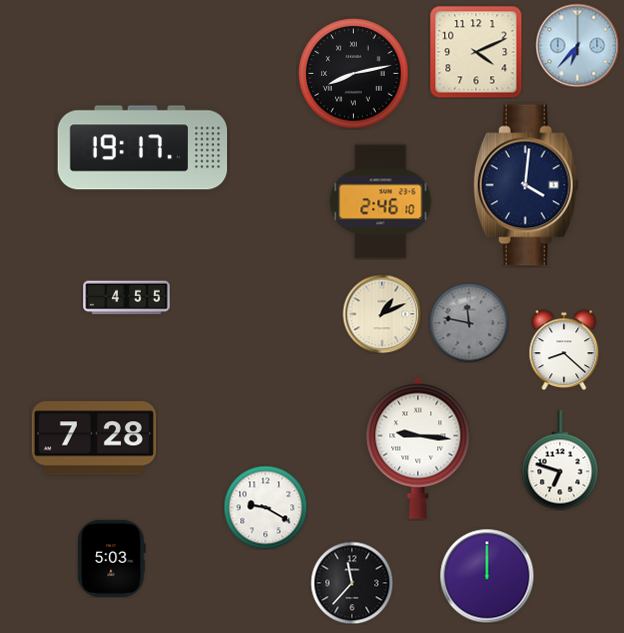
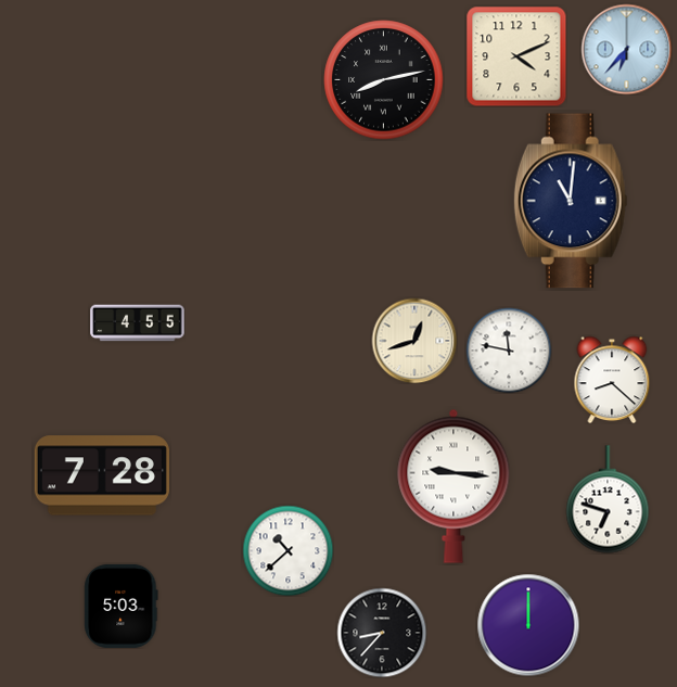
clock at (143, 148): 19:17 -> none
clock at (526, 185): 4:01 -> 11:01
clock at (381, 202): 2:46 -> none
clock at (382, 314): 1:11 -> 12:42
clock at (469, 323) dial: grey -> white
clock at (265, 507): 9:20 -> 10:38
clock at (352, 583): 11:37 -> 8:37
